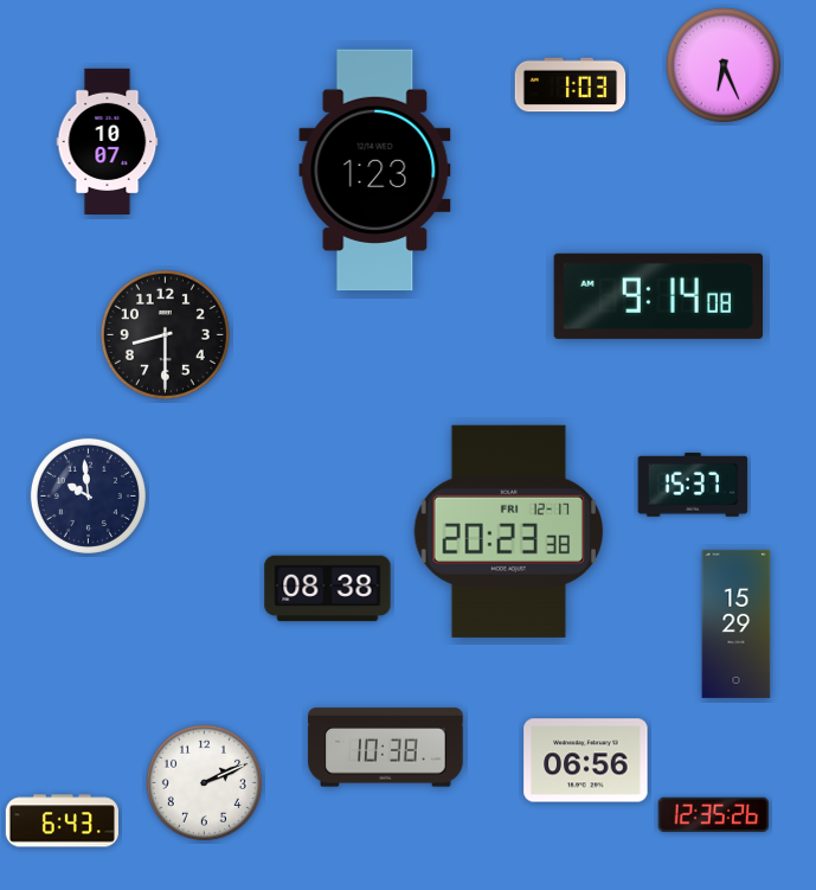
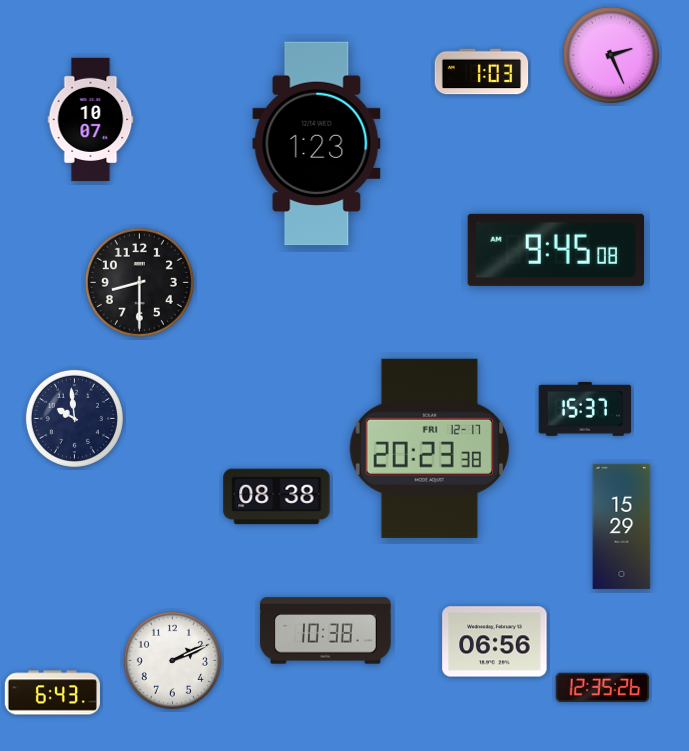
clock at (724, 65): 6:26 -> 2:26
clock at (657, 296): 9:14 -> 9:45
